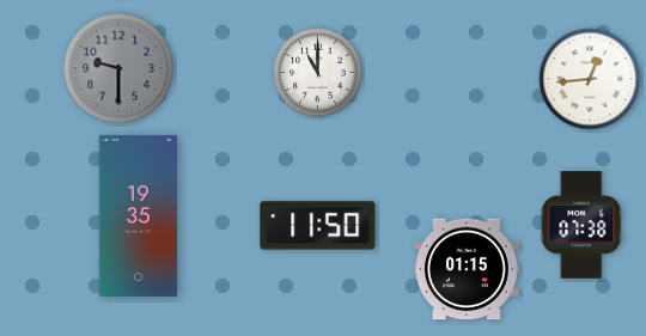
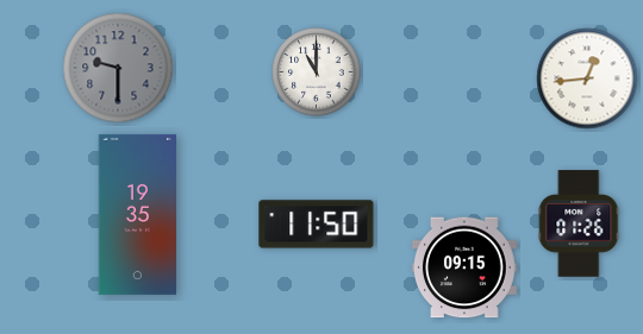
clock at (581, 225): 07:38 -> 01:26
clock at (467, 269): 01:15 -> 09:15
